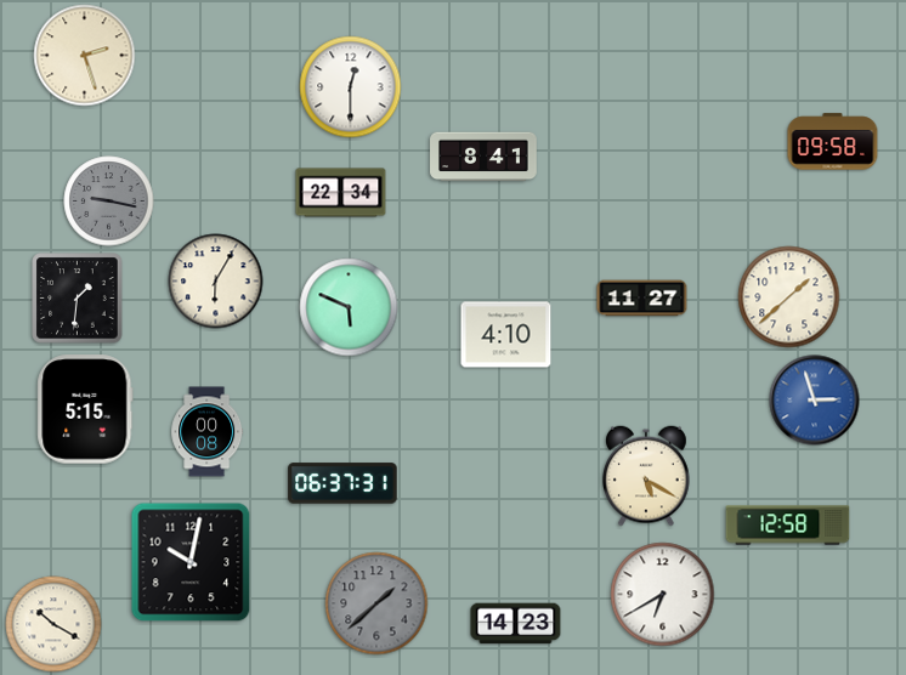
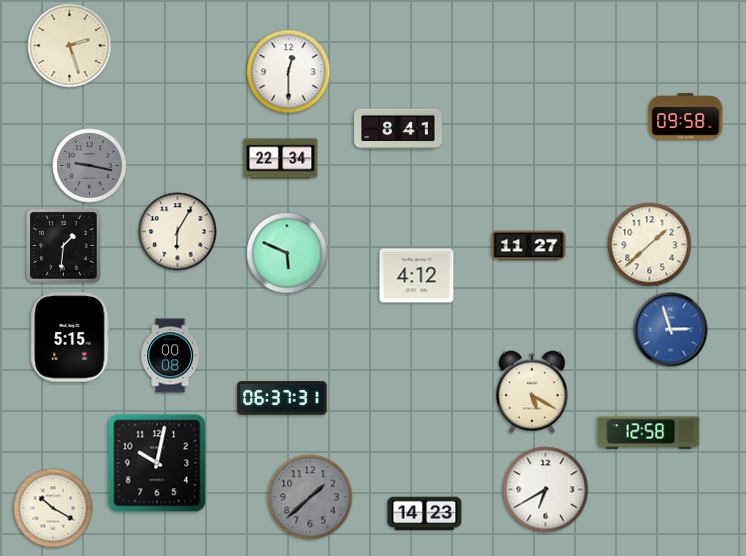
clock at (506, 335): 4:10 -> 4:12
clock at (53, 624) position: (53, 624) -> (53, 508)
